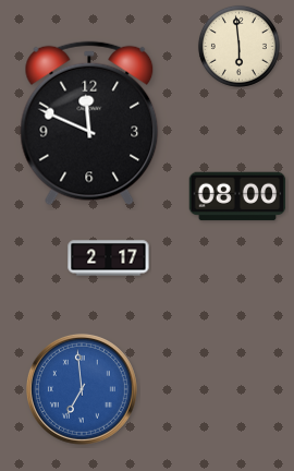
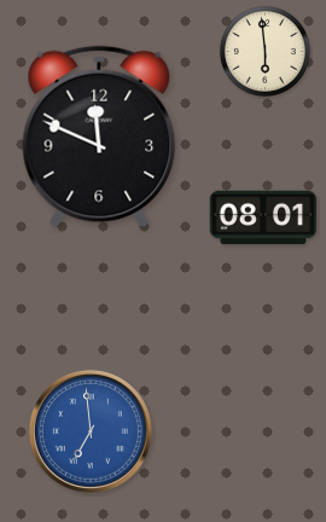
clock at (237, 196): 08:00 -> 08:01
clock at (109, 258): 2:17 -> none
